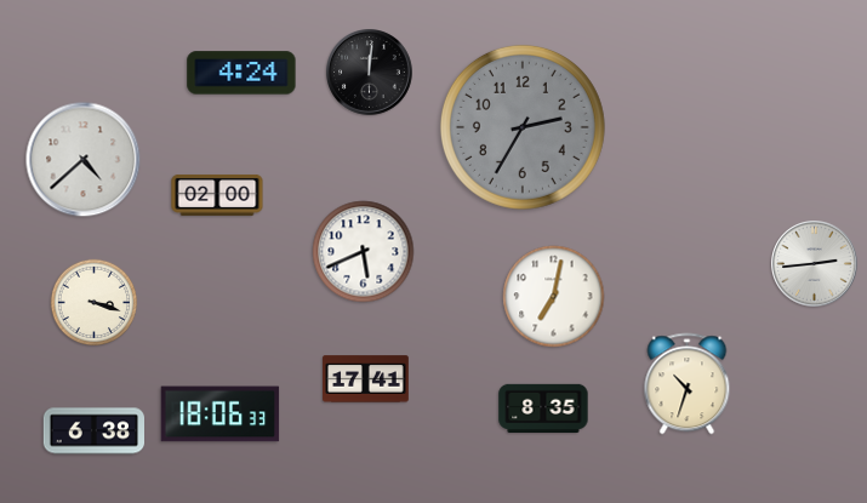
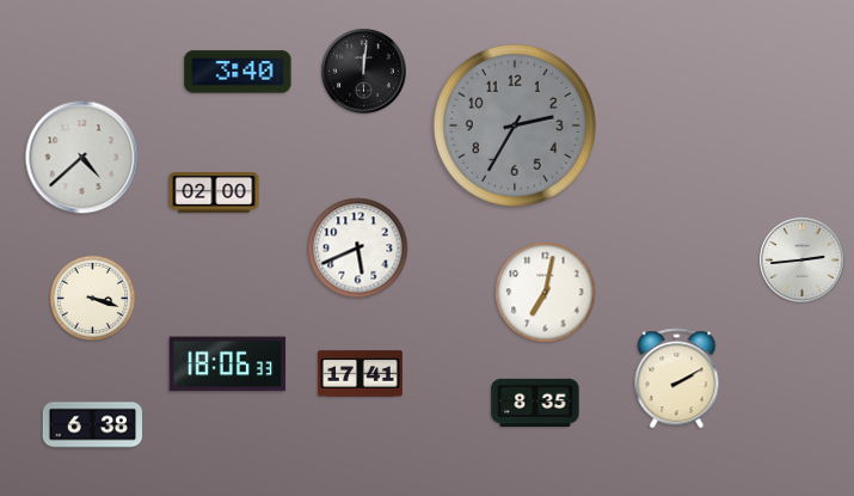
clock at (241, 73): 4:24 -> 3:40
clock at (688, 384): 10:33 -> 2:10
clock at (221, 415) position: (221, 415) -> (228, 365)
